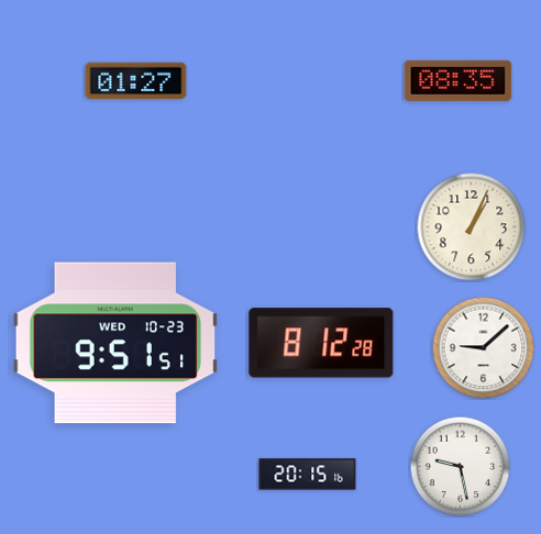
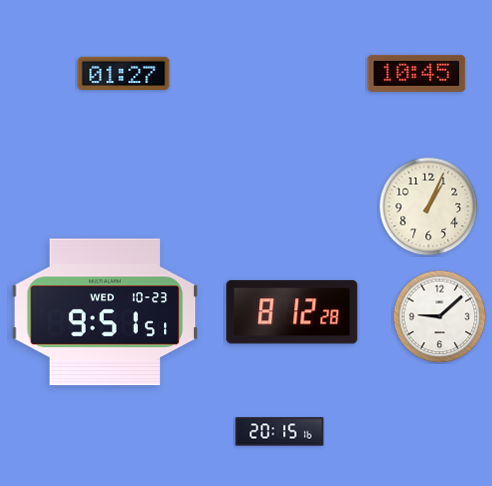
clock at (459, 80): 08:35 -> 10:45
clock at (460, 466): 9:28 -> none
